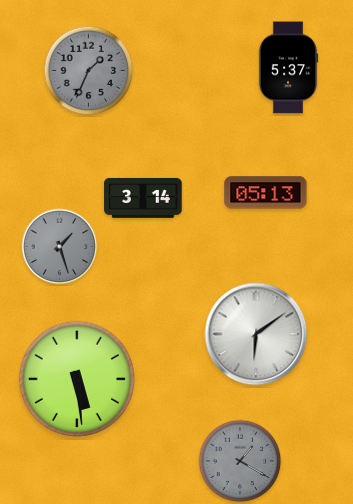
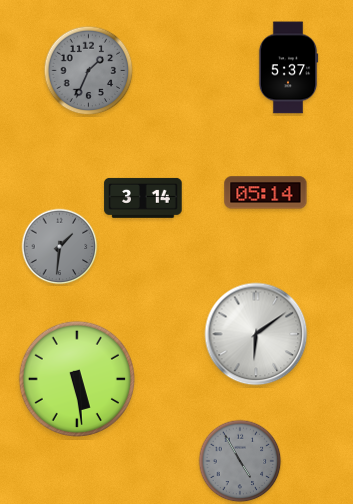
clock at (266, 193): 05:13 -> 05:14
clock at (60, 247): 1:27 -> 1:31
clock at (240, 461): 1:20 -> 4:55
